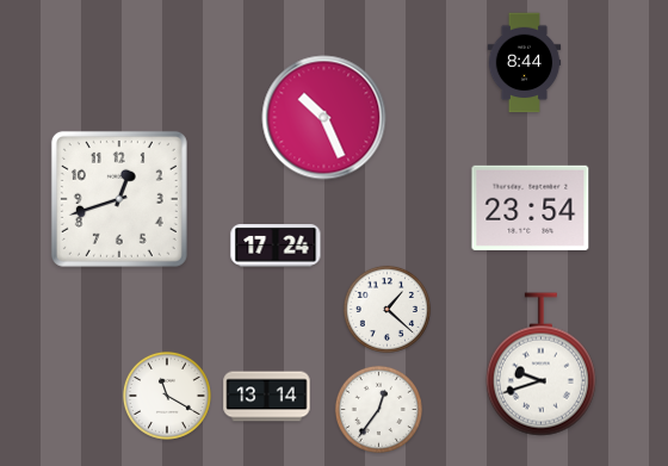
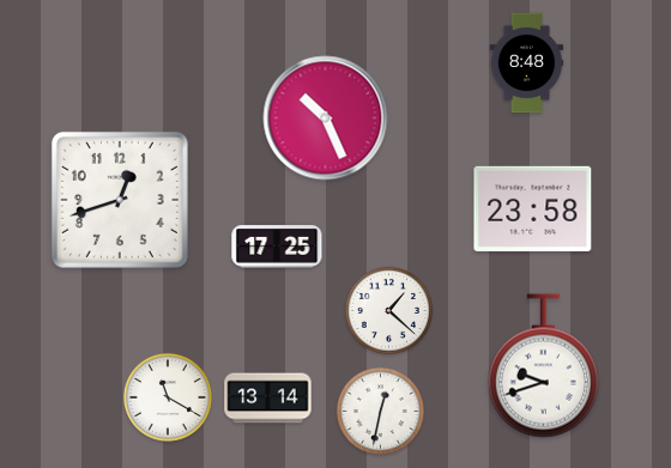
clock at (525, 63): 8:44 -> 8:48
clock at (531, 207): 23:54 -> 23:58
clock at (276, 247): 17:24 -> 17:25
clock at (378, 409): 12:36 -> 12:32
